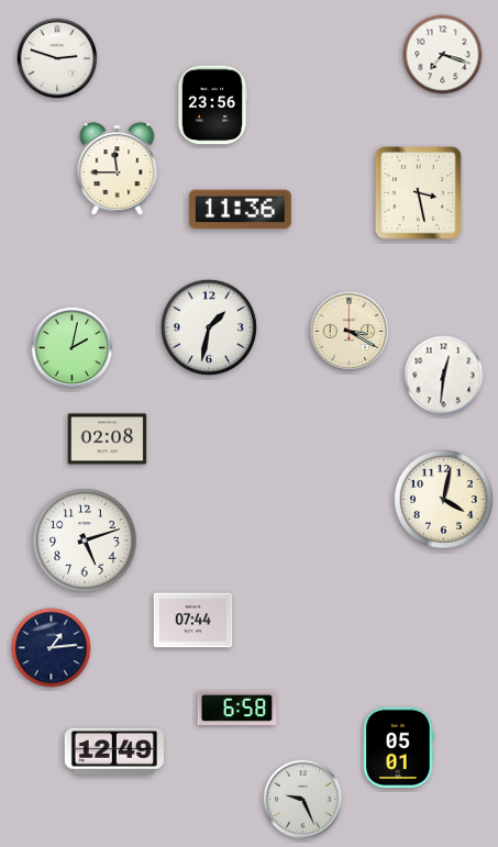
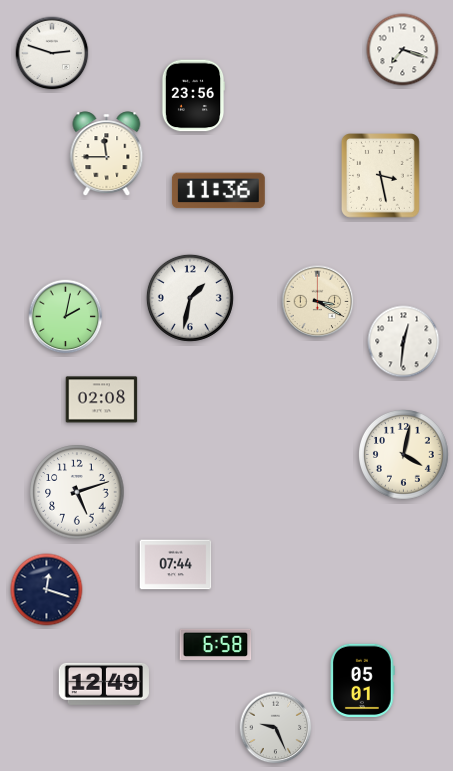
clock at (108, 439) position: (108, 439) -> (102, 400)
clock at (52, 648): 1:14 -> 12:18
